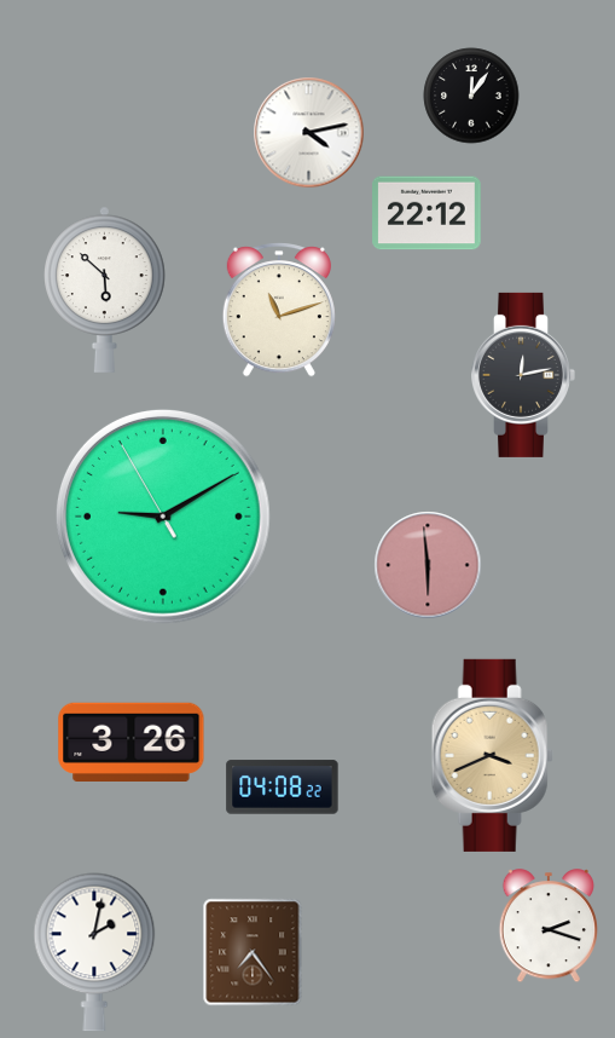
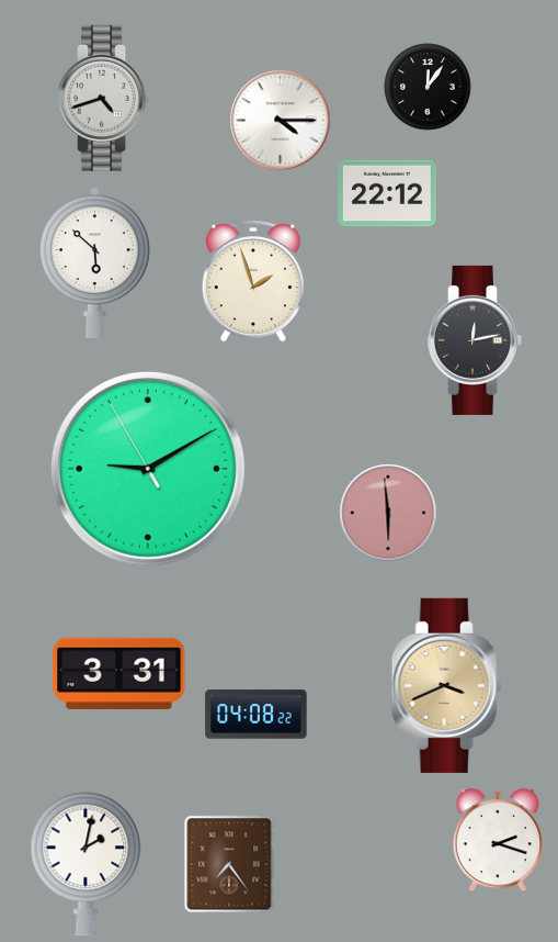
clock at (104, 98): none -> 4:42
clock at (309, 133): 4:13 -> 4:15
clock at (279, 310): 11:12 -> 1:57
clock at (132, 742): 3:26 -> 3:31
